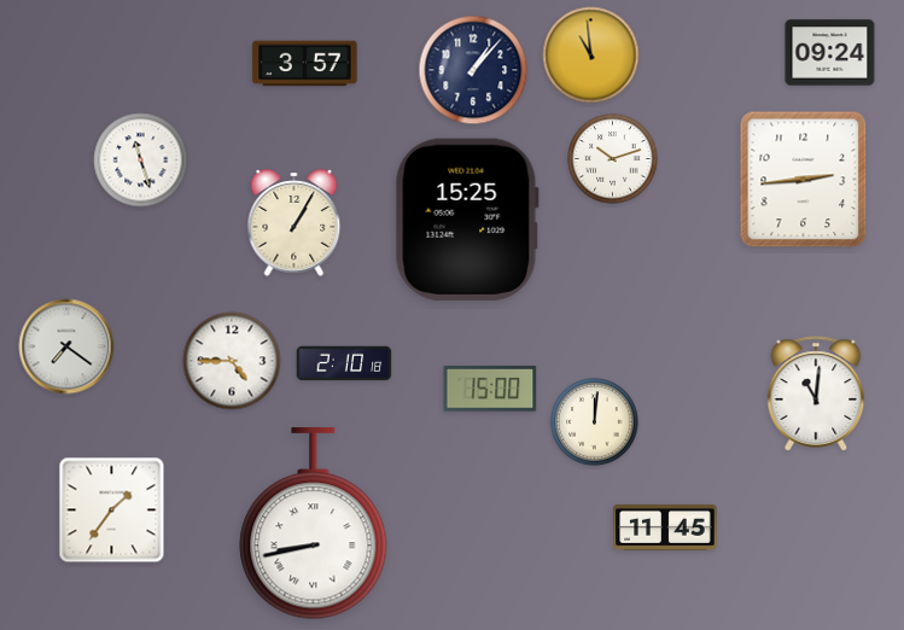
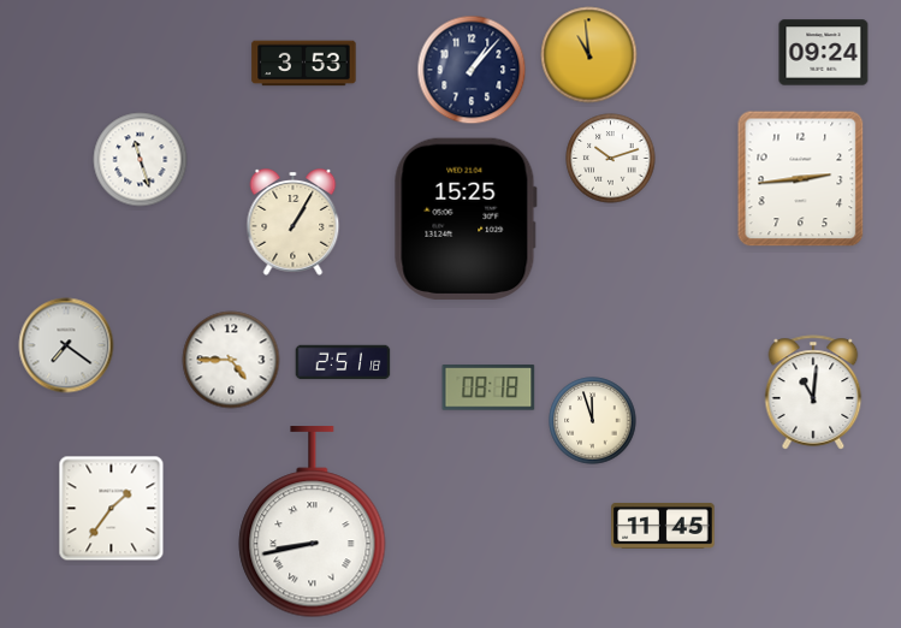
clock at (830, 53) position: (830, 53) -> (824, 53)
clock at (305, 64): 3:57 -> 3:53
clock at (344, 363): 2:10 -> 2:51
clock at (490, 389): 15:00 -> 08:18
clock at (595, 422): 12:01 -> 11:57
